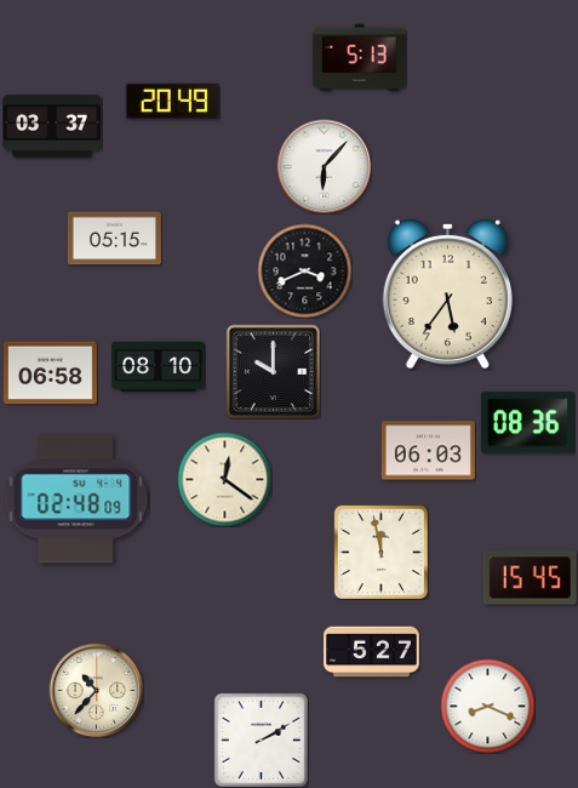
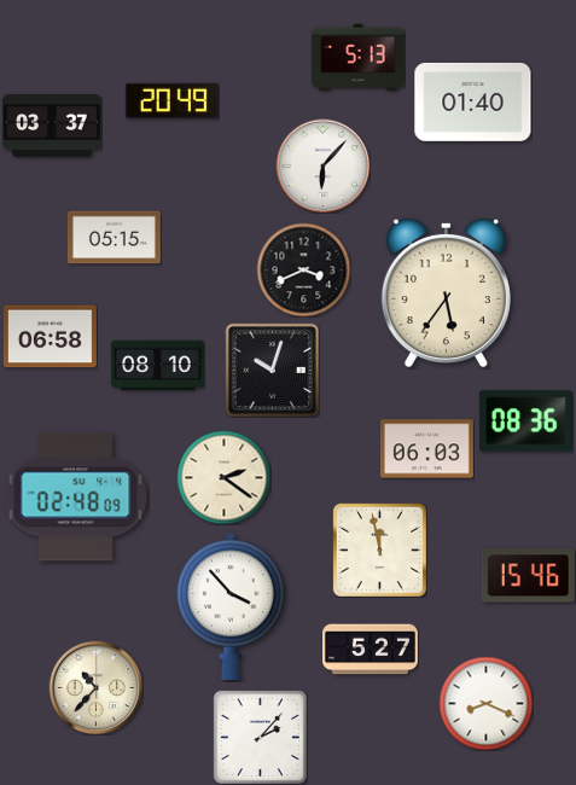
clock at (473, 103): none -> 01:40
clock at (273, 371): 10:00 -> 10:03
clock at (50, 373) position: (50, 373) -> (50, 337)
clock at (224, 479): 12:21 -> 2:21
clock at (530, 578): 15:45 -> 15:46
clock at (231, 606): none -> 3:53
clock at (261, 740): 2:10 -> 2:07
